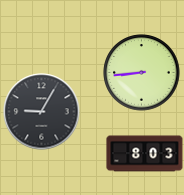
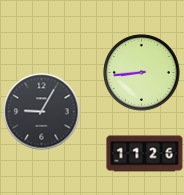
clock at (145, 154): 8:03 -> 11:26
